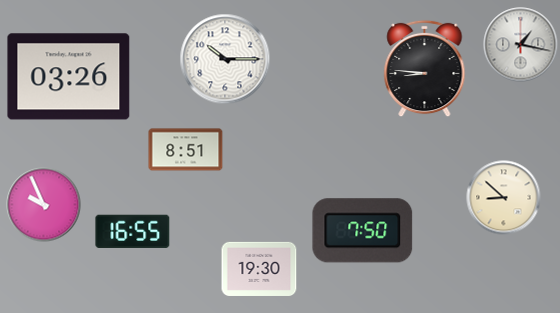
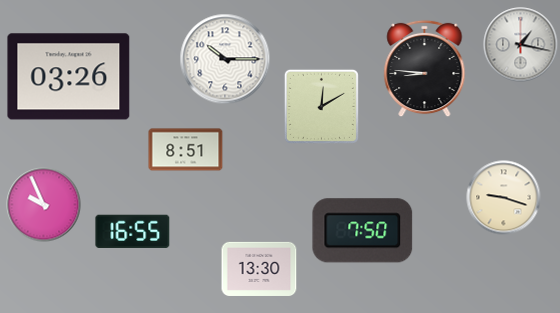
clock at (321, 106): none -> 12:10
clock at (504, 198): 8:52 -> 9:18
clock at (259, 269): 19:30 -> 13:30
